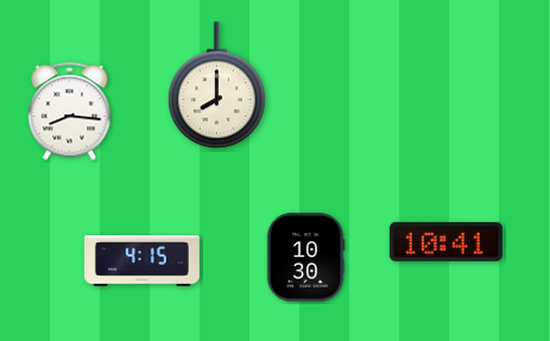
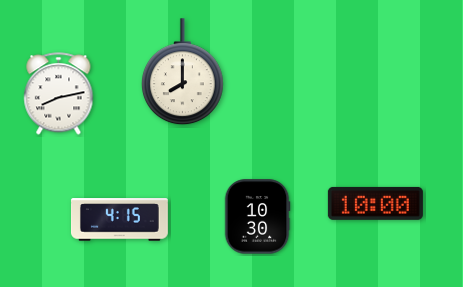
clock at (70, 112): 8:16 -> 8:13
clock at (445, 241): 10:41 -> 10:00
